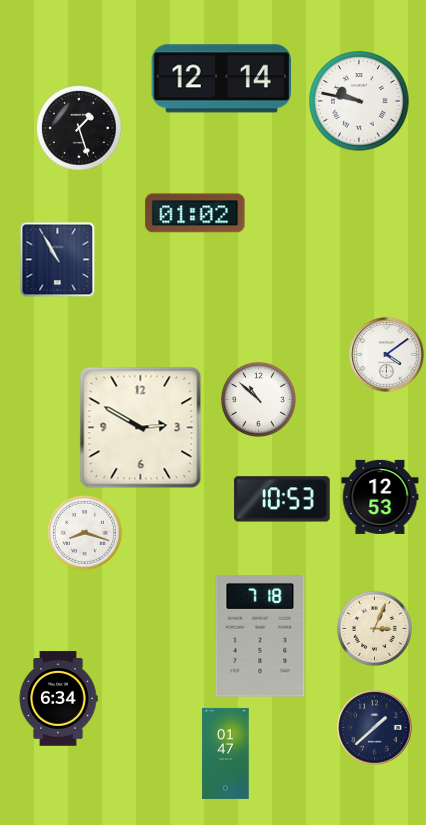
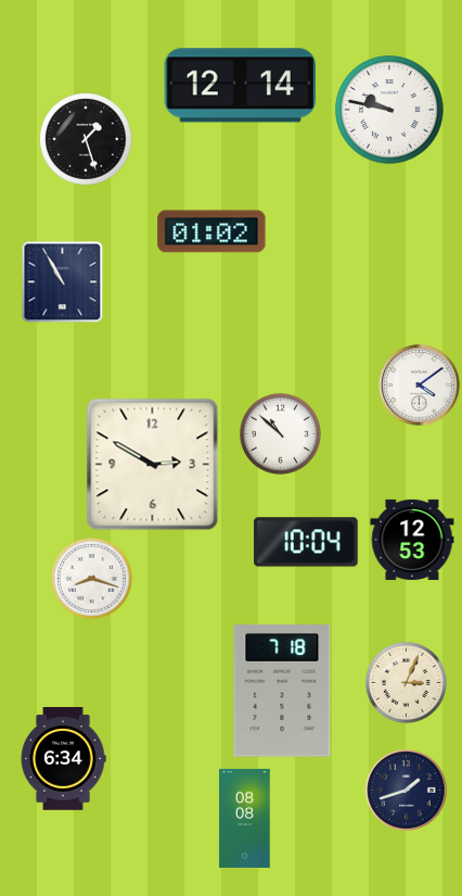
clock at (282, 499): 10:53 -> 10:04
clock at (375, 728): 1:38 -> 1:42
clock at (226, 753): 01:47 -> 08:08
